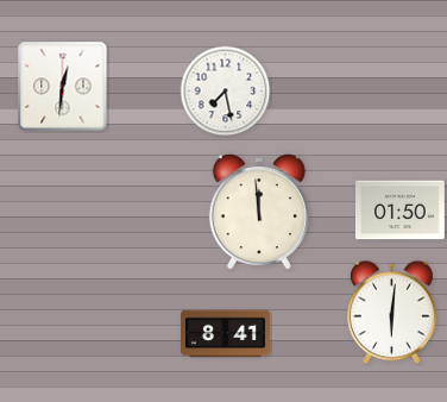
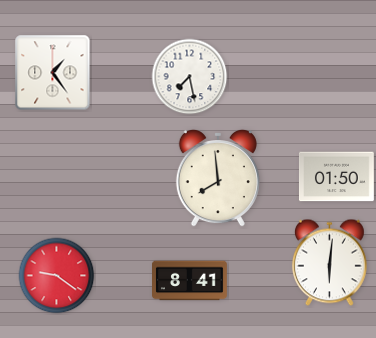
clock at (63, 87): 12:31 -> 1:24
clock at (259, 212): 11:59 -> 7:59
clock at (57, 276): none -> 9:21
